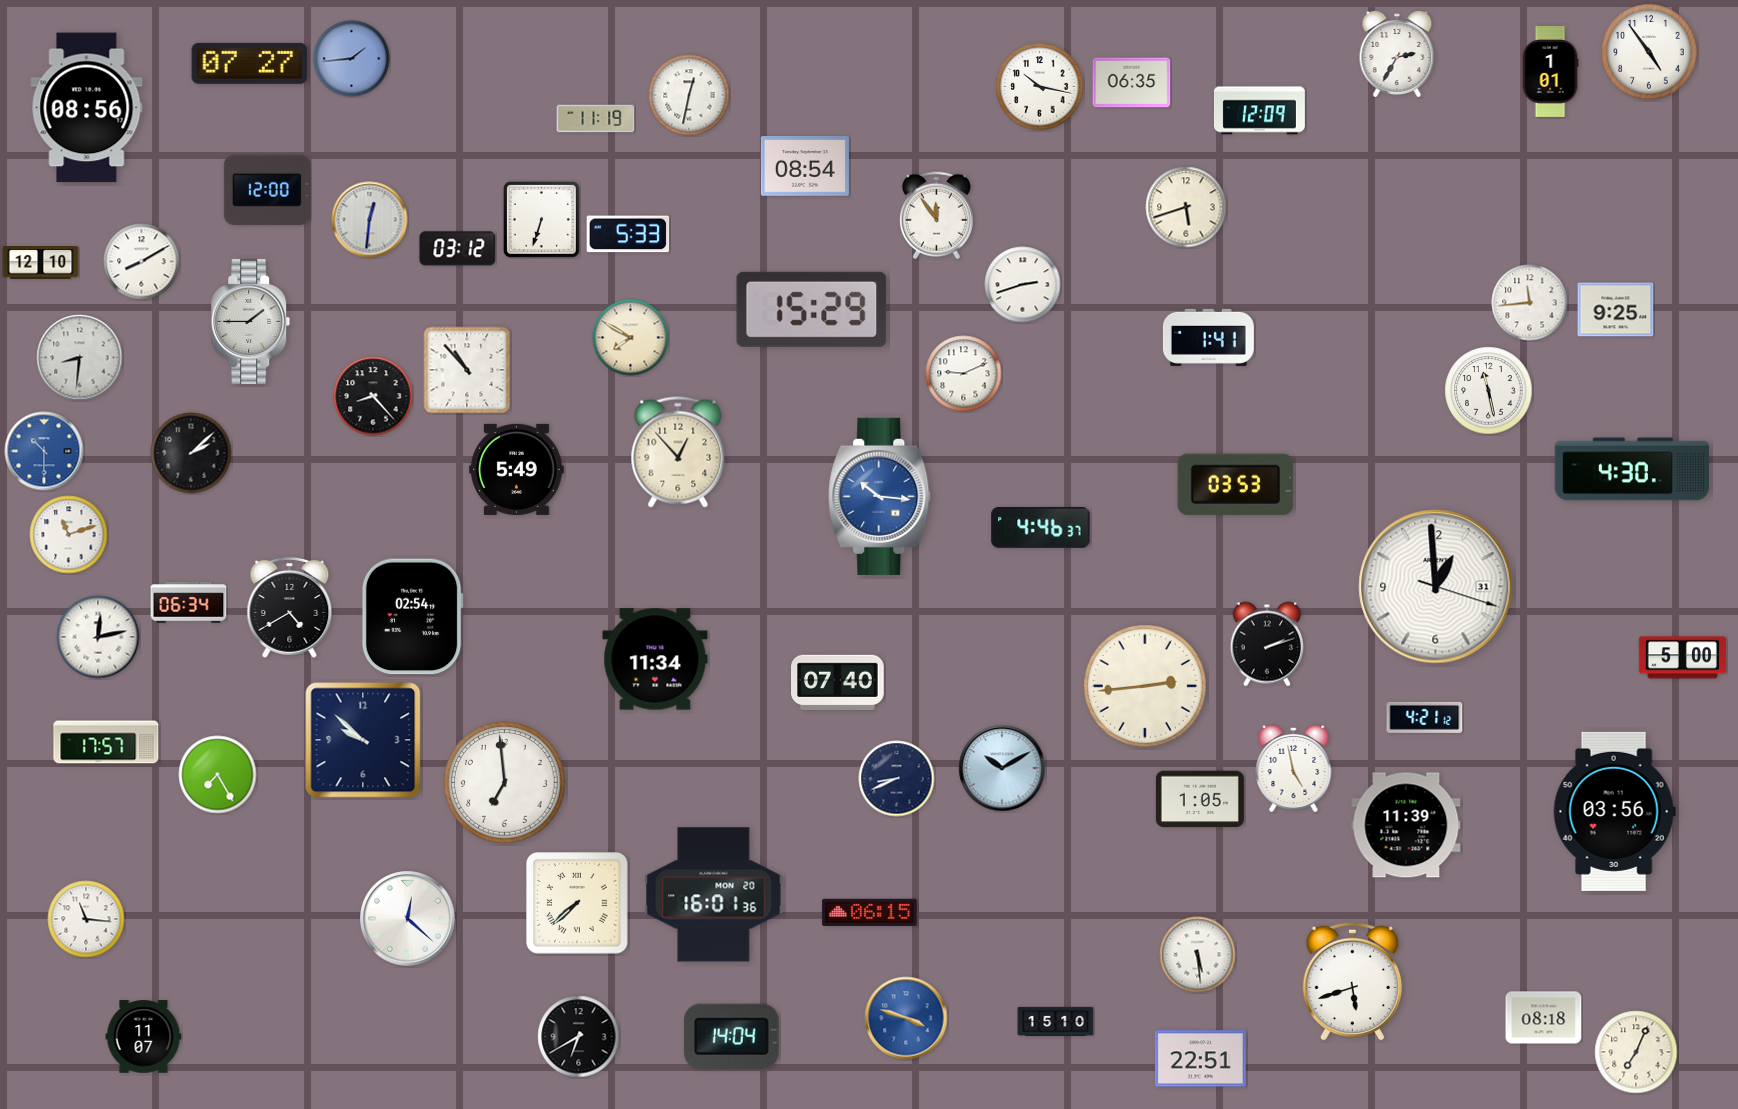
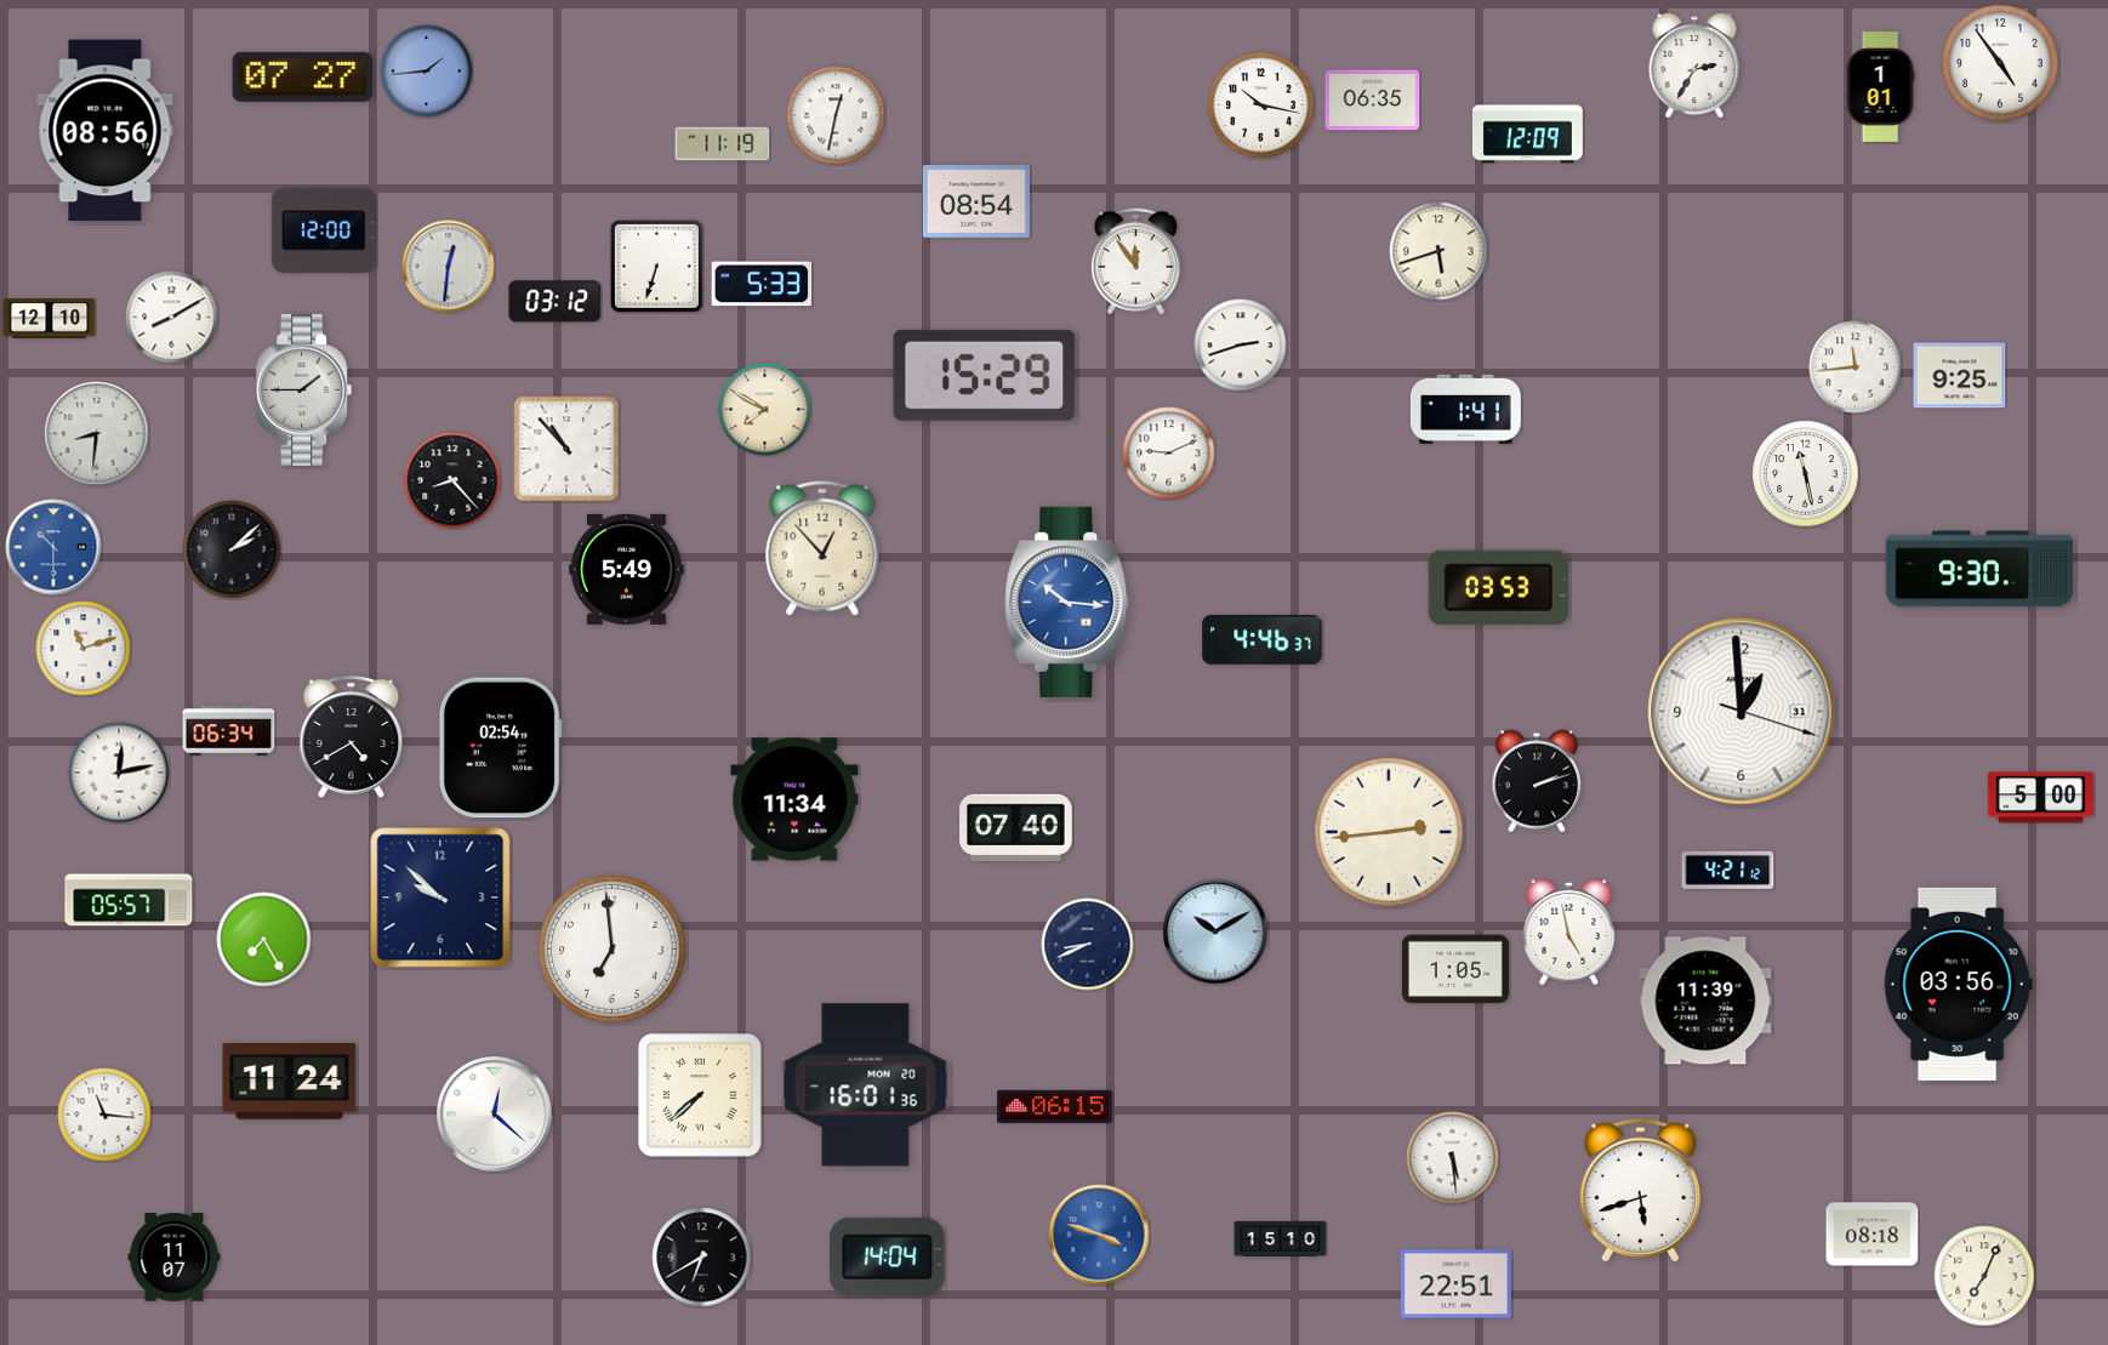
clock at (1632, 469): 4:30 -> 9:30
clock at (106, 742): 17:57 -> 05:57
clock at (290, 1082): none -> 11:24
